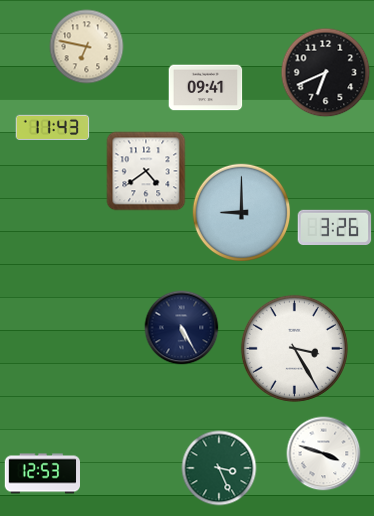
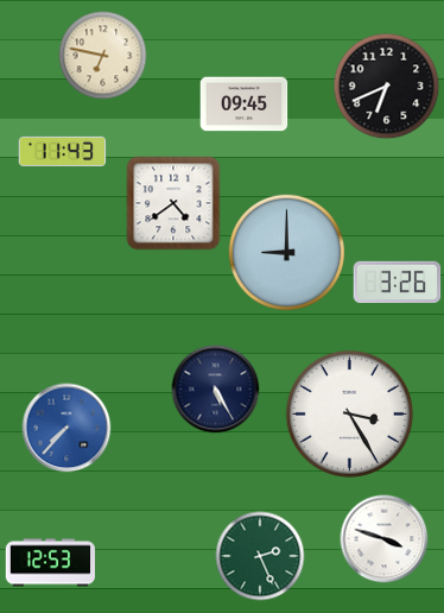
clock at (206, 88): 09:41 -> 09:45
clock at (335, 227) position: (335, 227) -> (398, 282)
clock at (66, 428): none -> 7:37
clock at (219, 468): 3:26 -> 2:26
